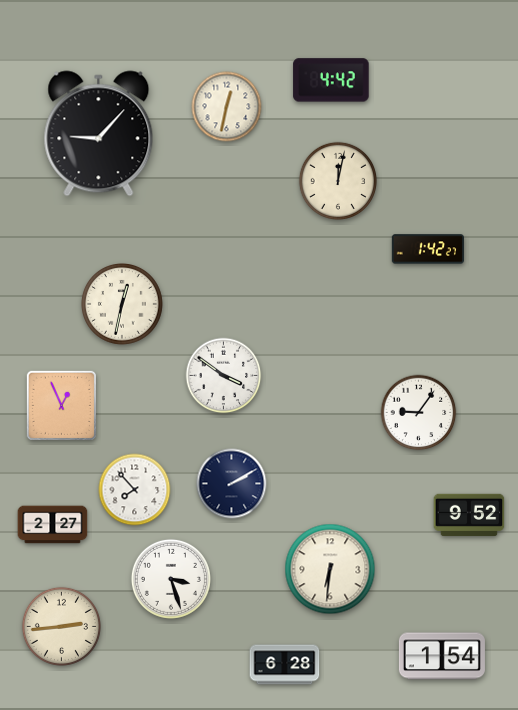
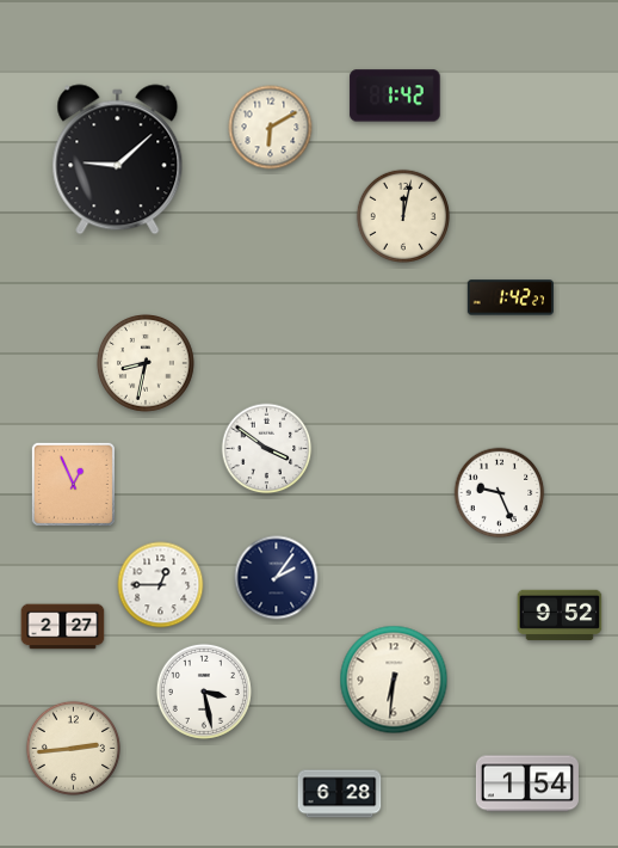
clock at (331, 80): 4:42 -> 1:42
clock at (227, 107): 12:32 -> 6:10
clock at (99, 134): 9:07 -> 9:08
clock at (123, 305): 12:32 -> 8:32
clock at (419, 413): 9:06 -> 9:26
clock at (232, 484): 2:10 -> 2:06
clock at (135, 490): 7:53 -> 12:45
clock at (171, 579): 3:27 -> 3:28
